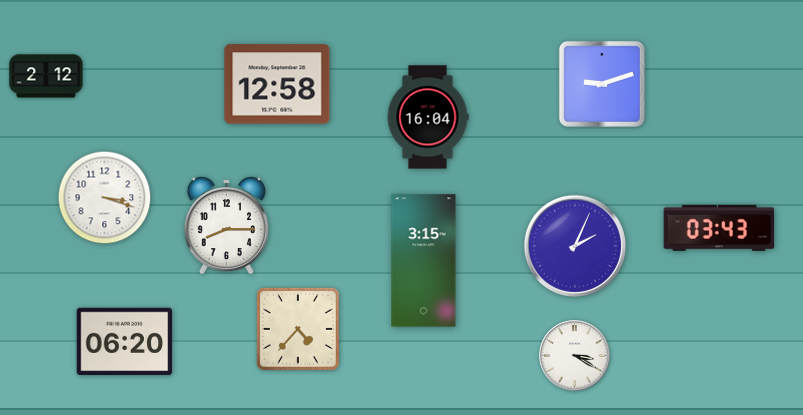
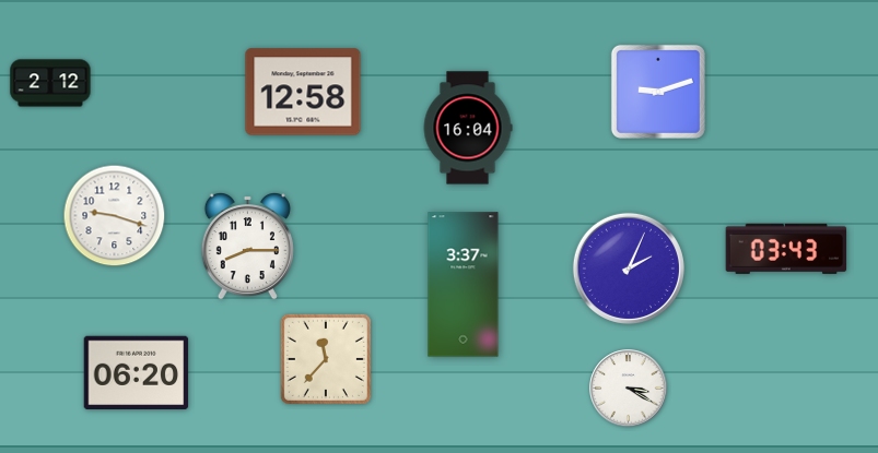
clock at (105, 198): 3:18 -> 9:18
clock at (424, 261): 3:15 -> 3:37
clock at (298, 329): 4:37 -> 11:37
